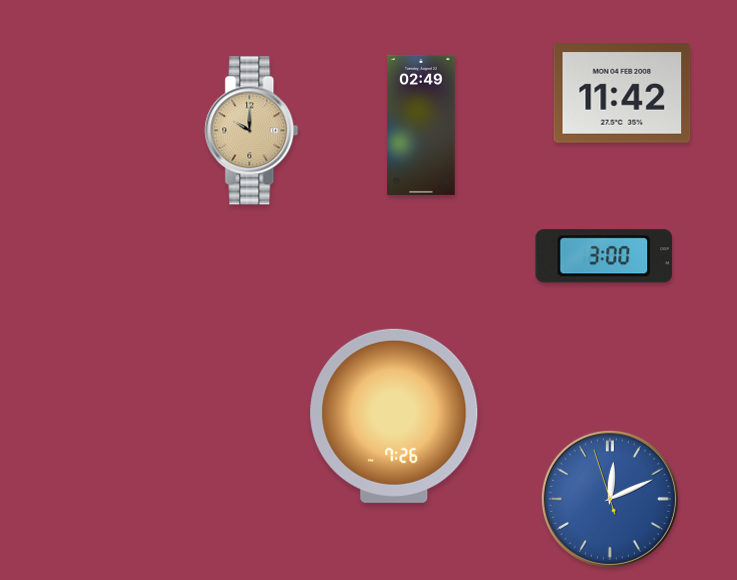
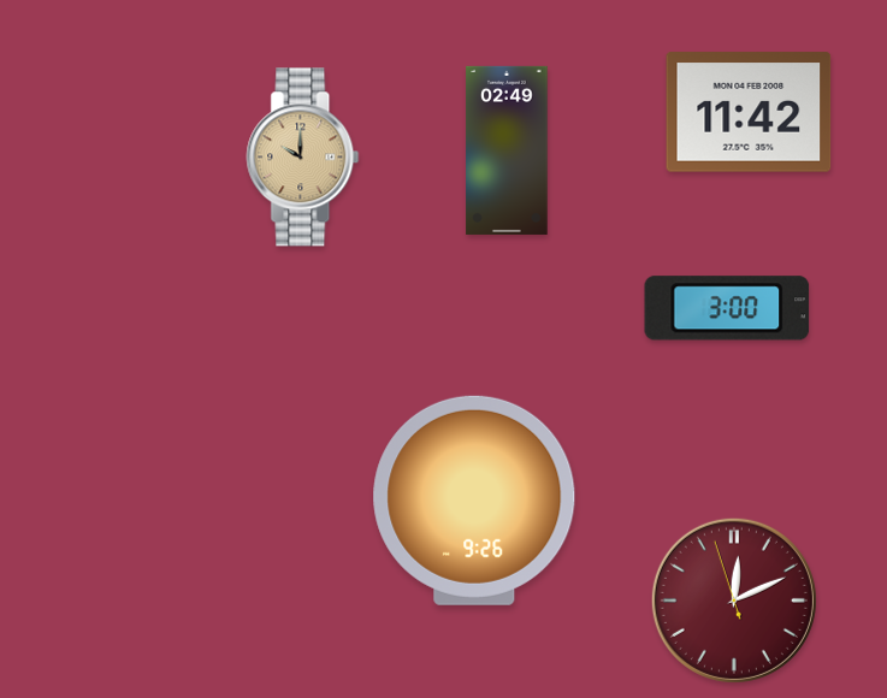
clock at (394, 416): 7:26 -> 9:26
clock at (610, 499) dial: blue -> burgundy
